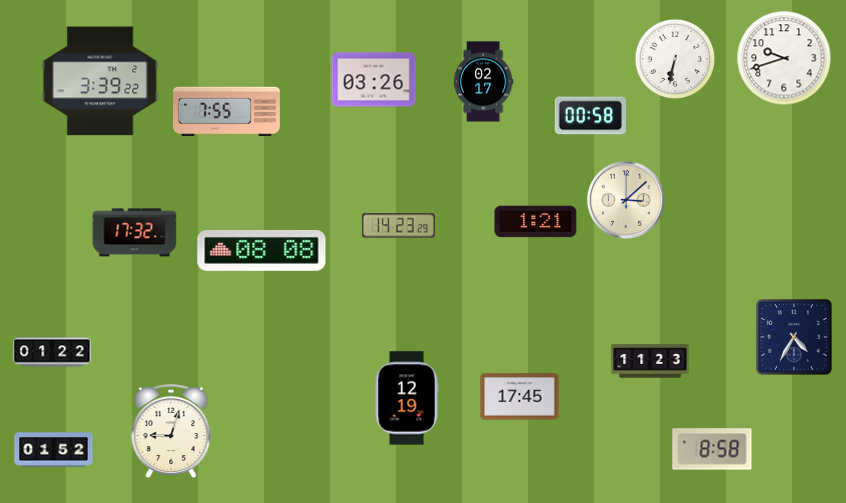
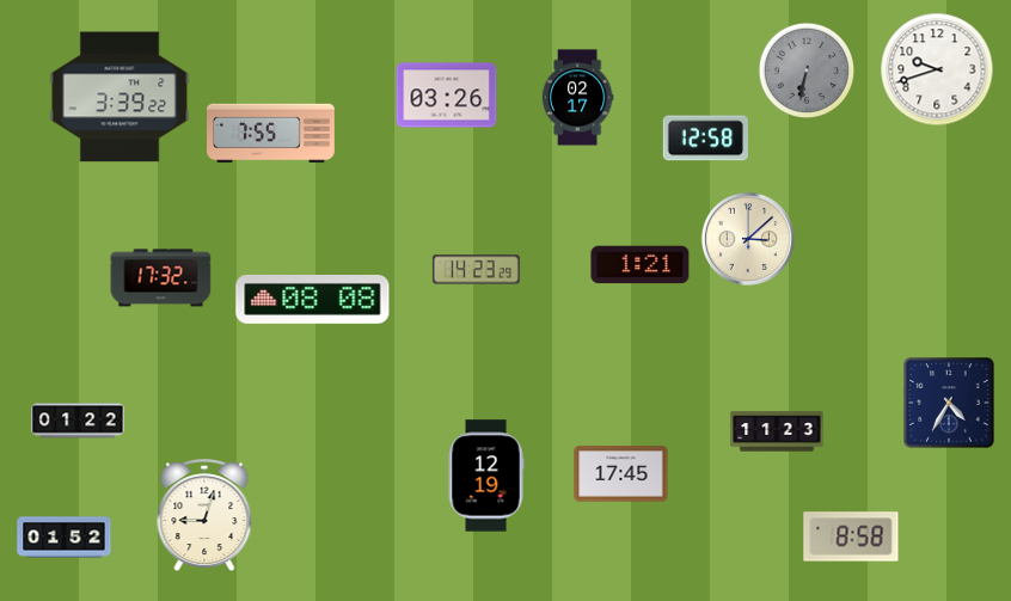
clock at (674, 58) dial: white -> grey
clock at (590, 116): 00:58 -> 12:58
clock at (52, 352) position: (52, 352) -> (78, 421)
